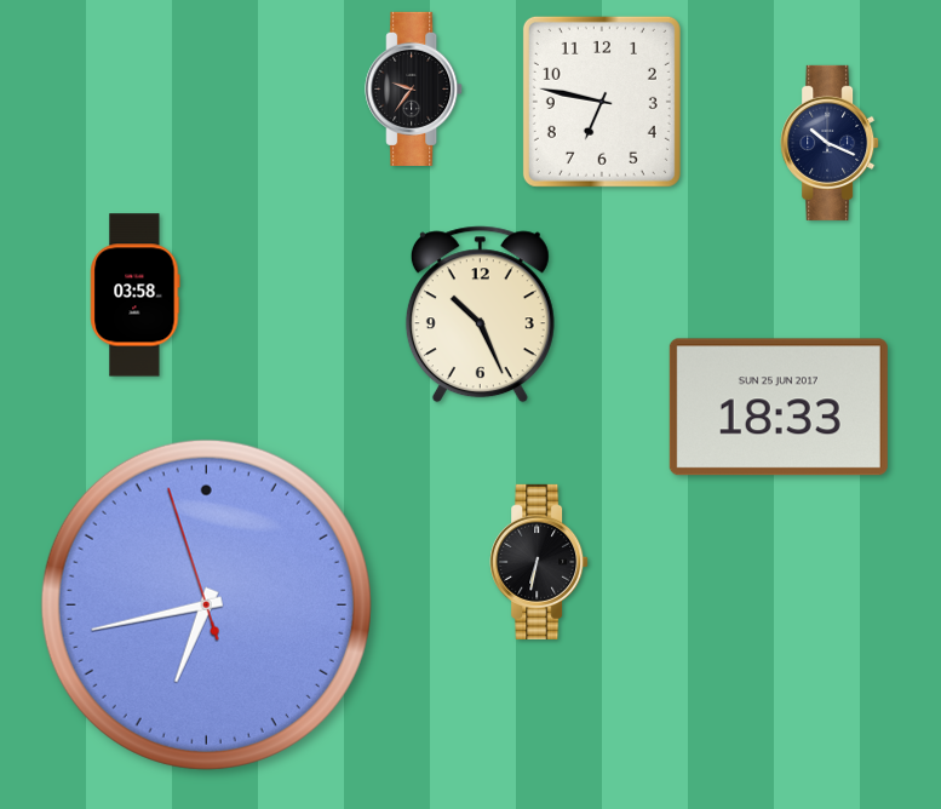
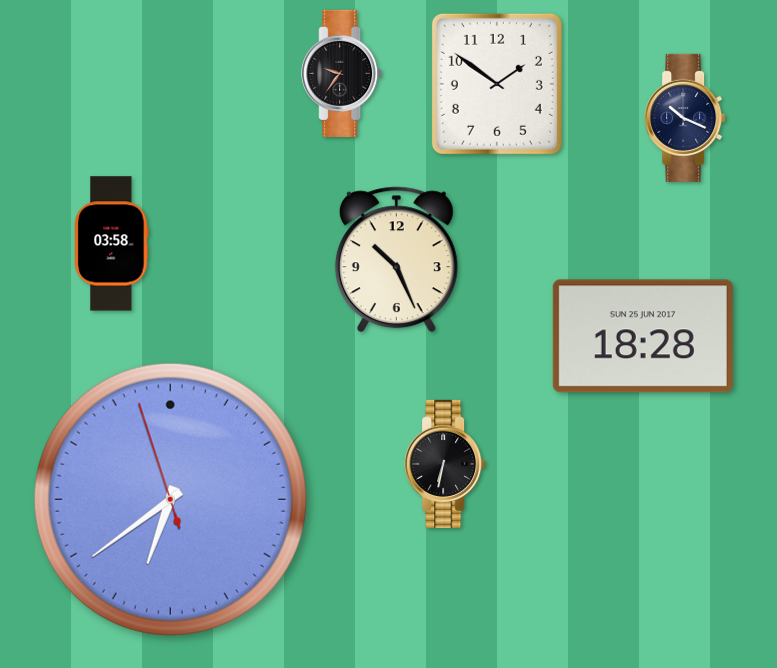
clock at (602, 102): 6:47 -> 1:51
clock at (779, 407): 18:33 -> 18:28
clock at (206, 604): 6:42 -> 6:38
